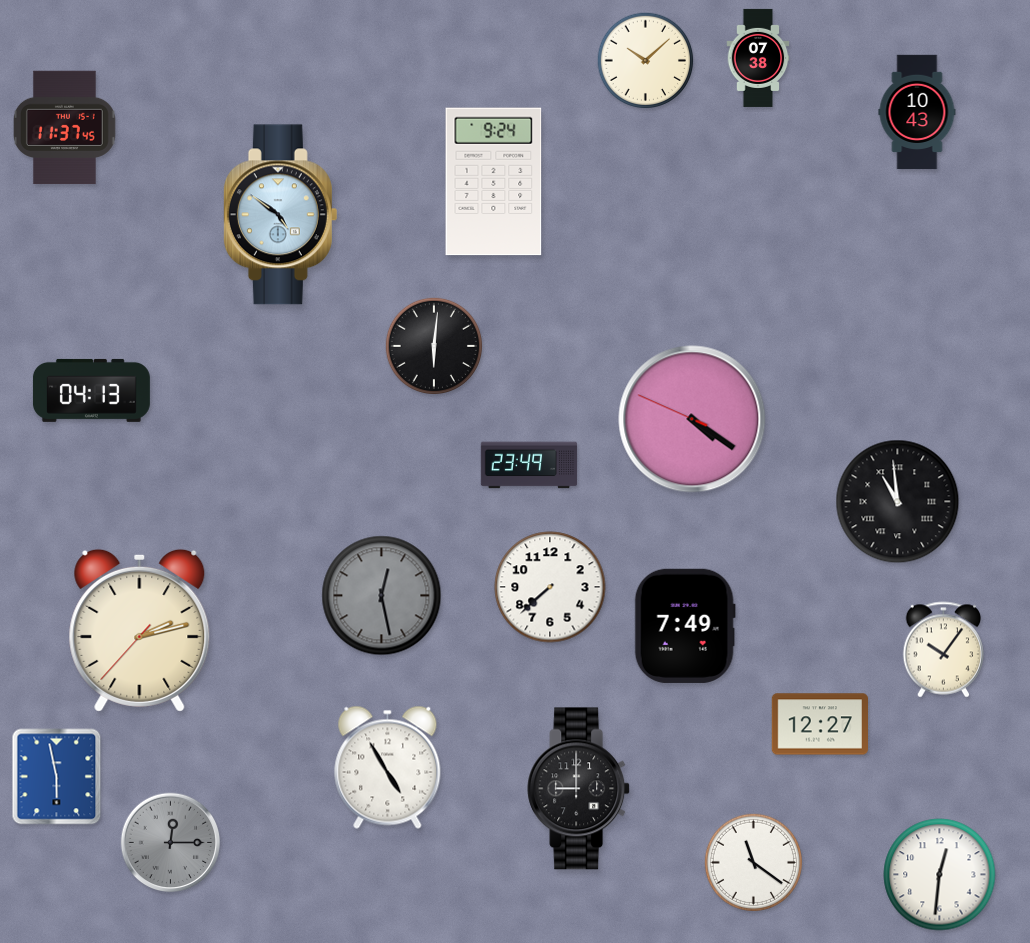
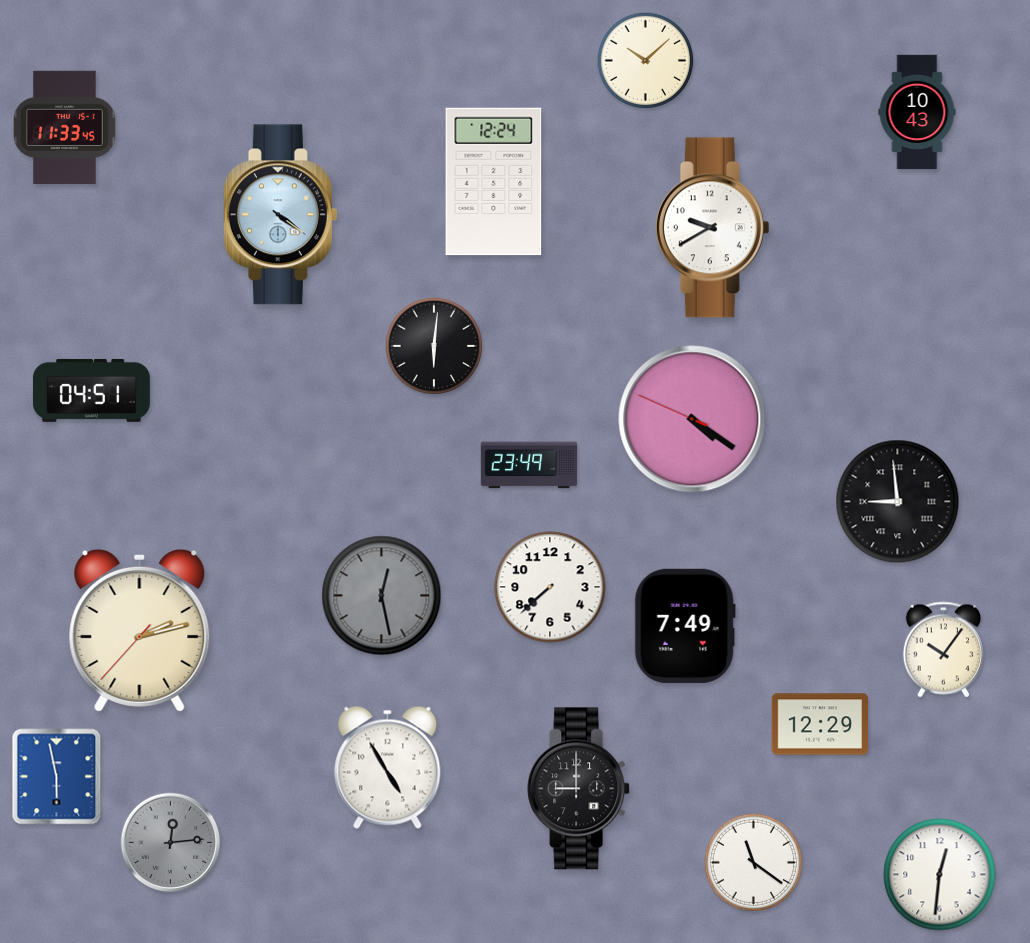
clock at (758, 58): 07:38 -> none
clock at (64, 128): 11:37 -> 11:33
clock at (494, 182): 9:24 -> 12:24
clock at (280, 215): 4:51 -> 4:21
clock at (712, 228): none -> 9:40
clock at (91, 390): 04:13 -> 04:51
clock at (898, 502): 10:59 -> 8:59
clock at (819, 724): 12:27 -> 12:29
clock at (171, 843): 12:15 -> 12:14
